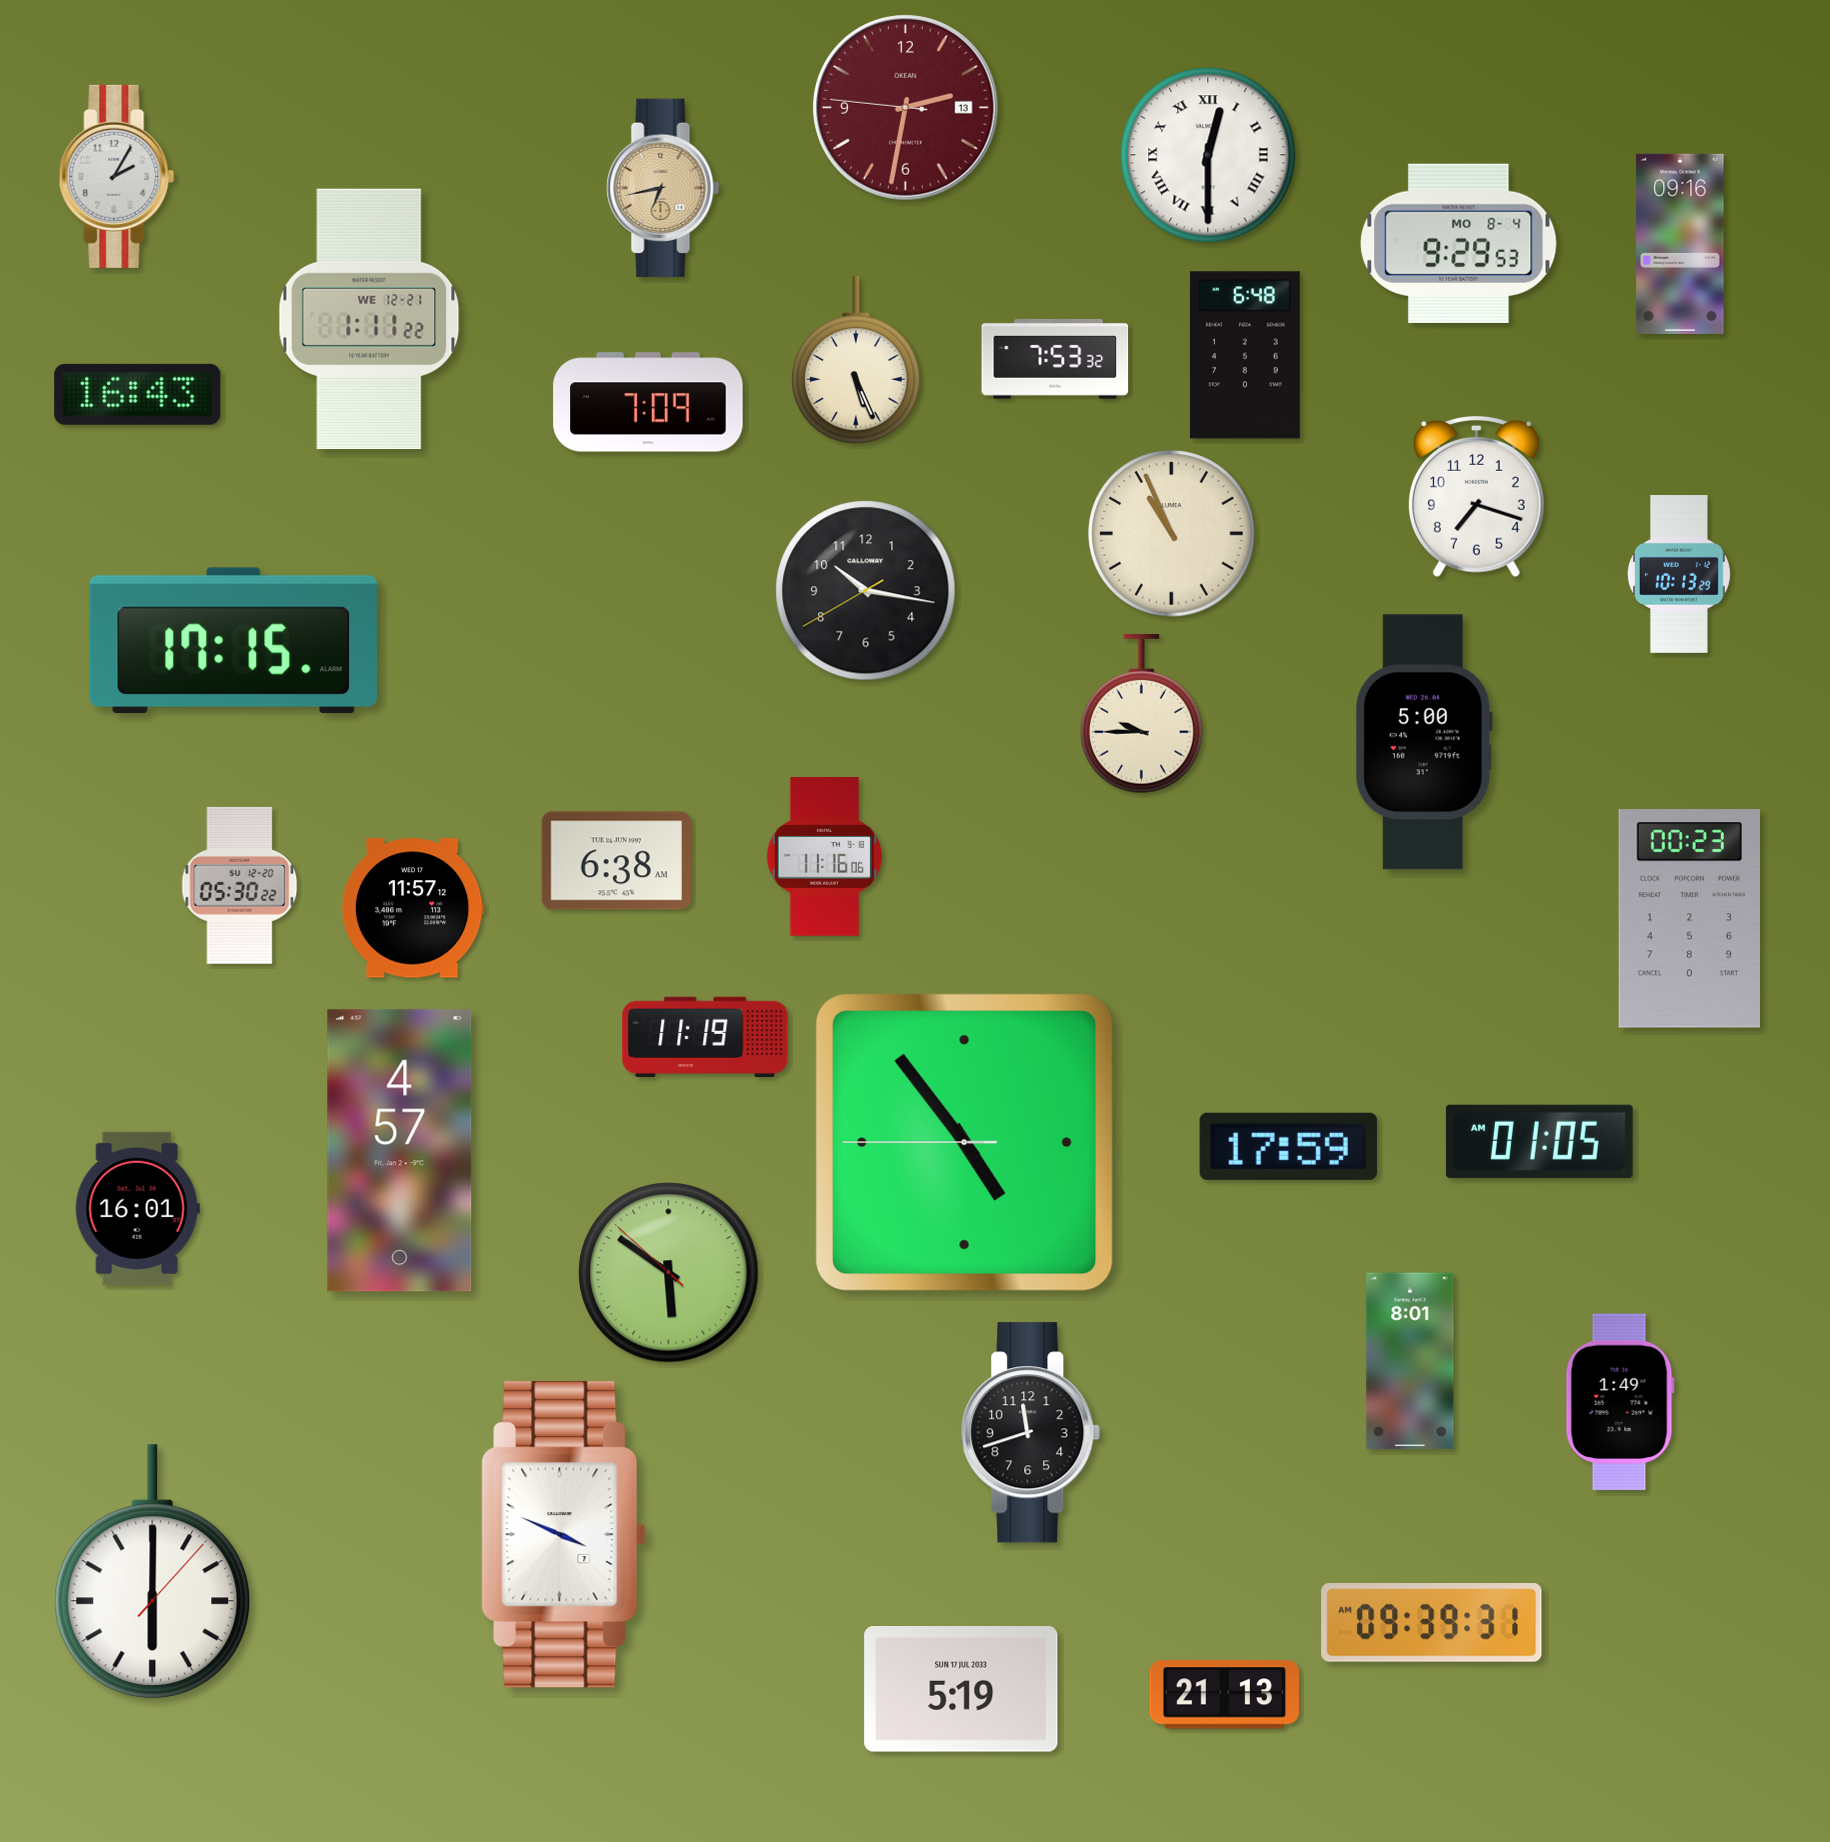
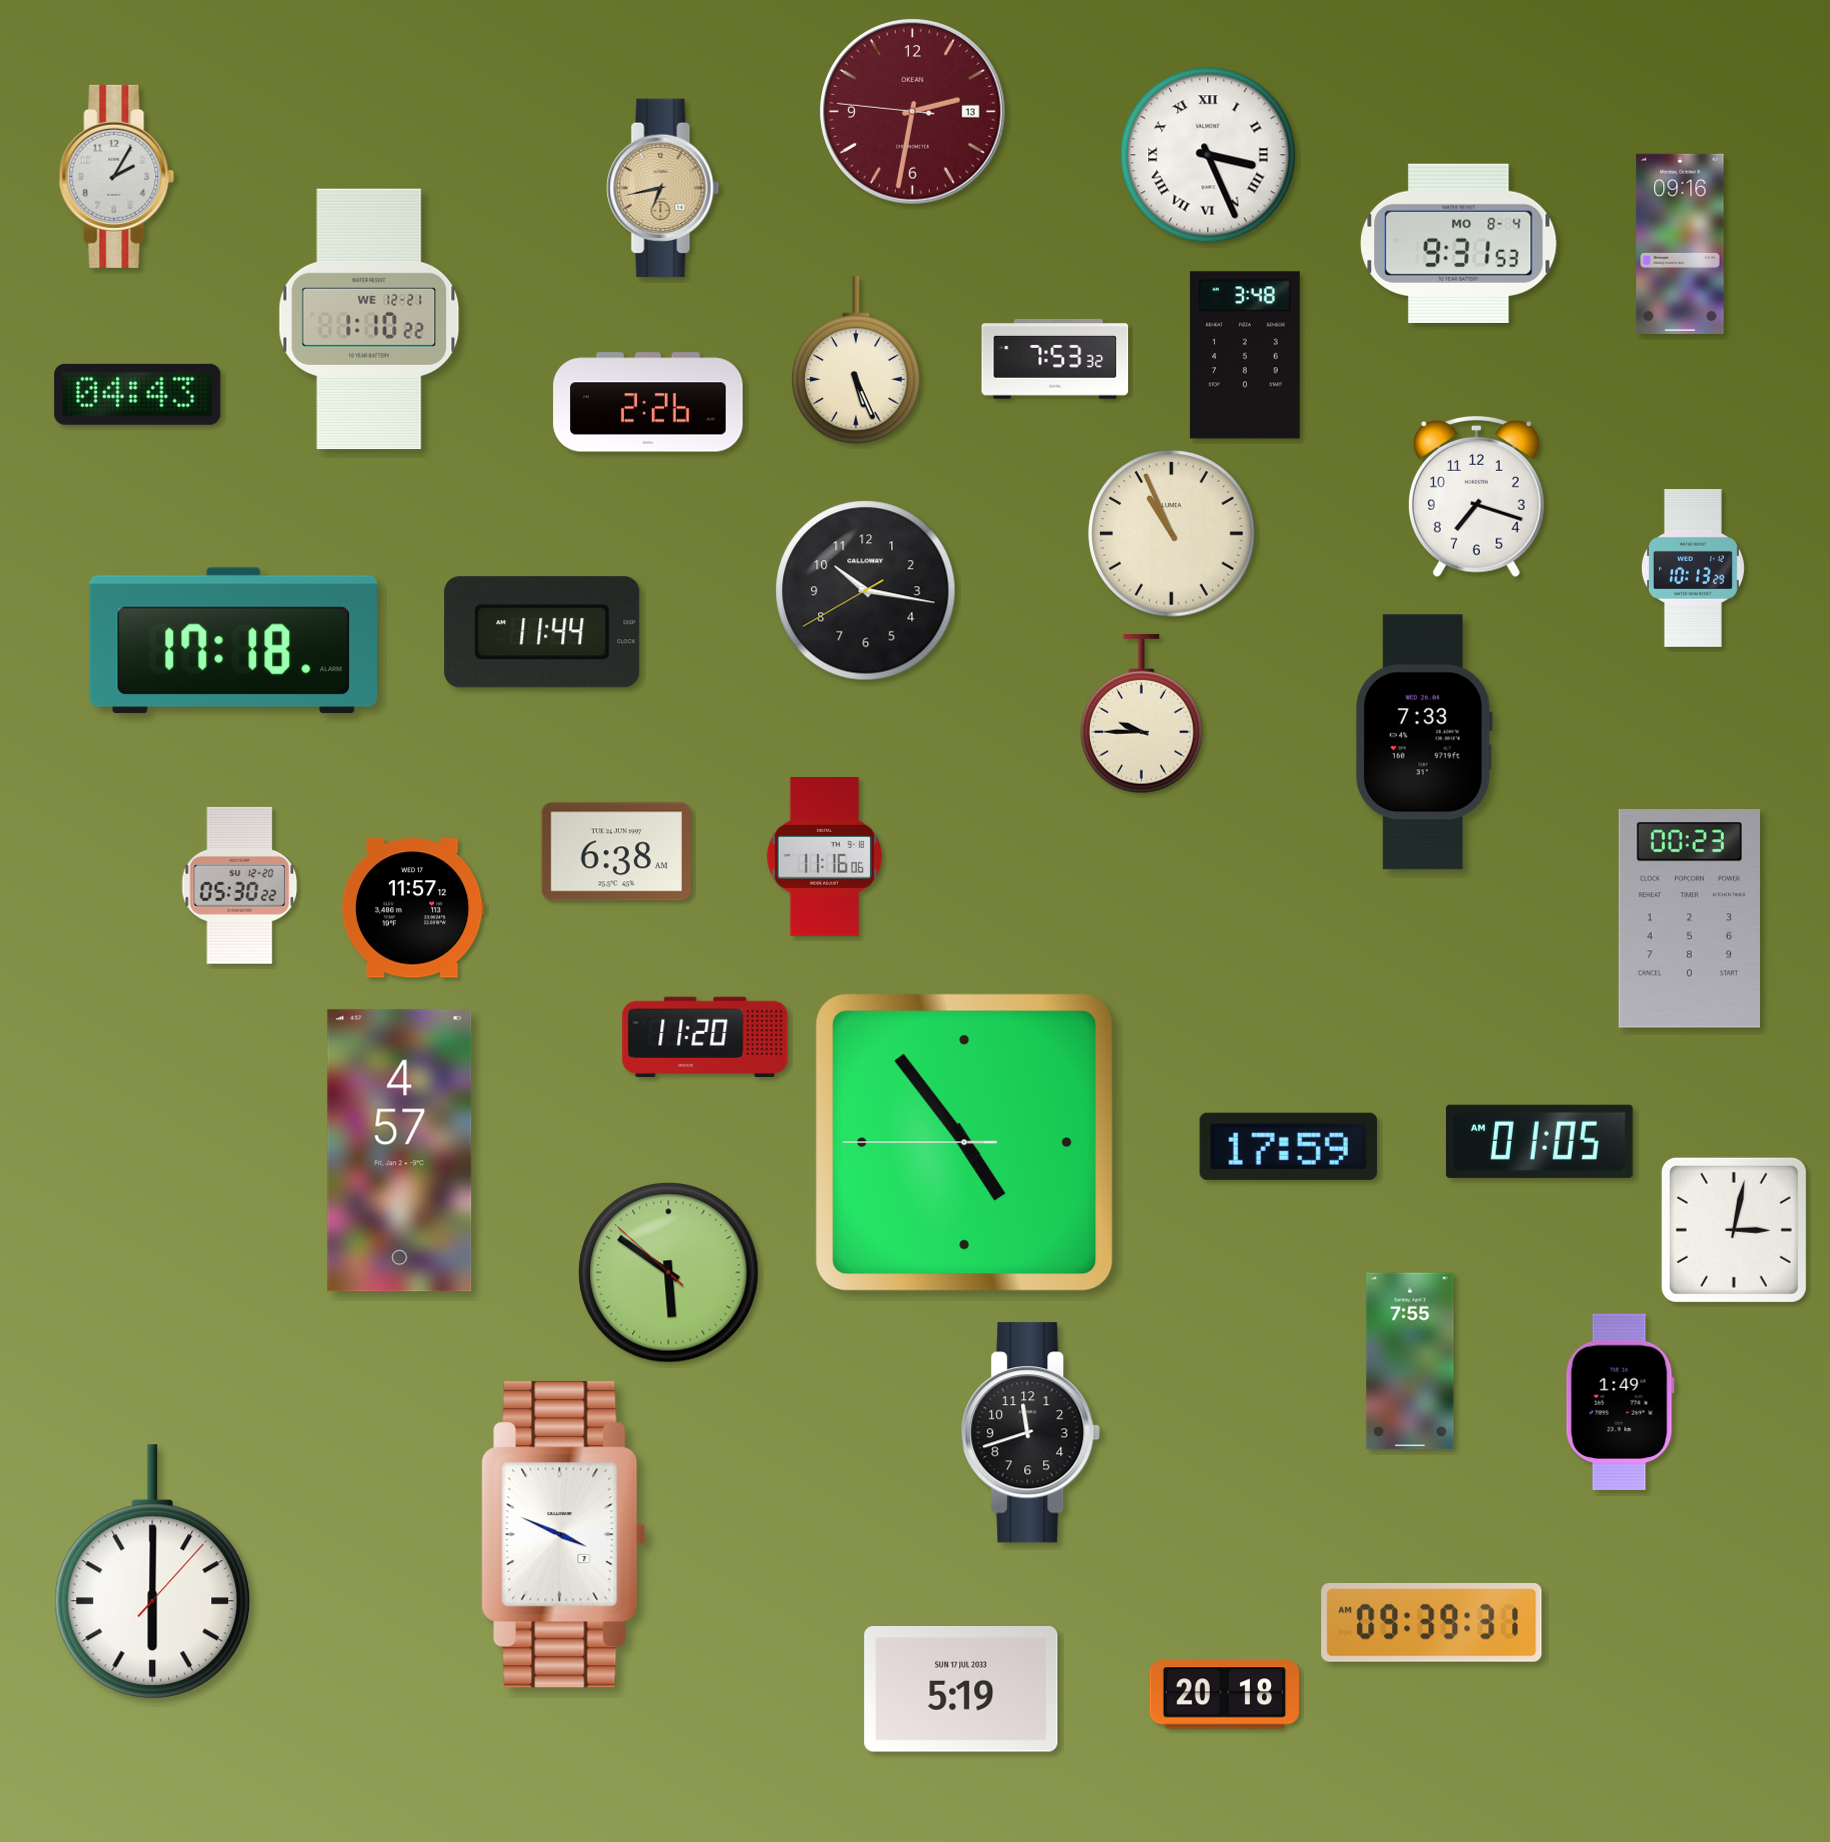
clock at (906, 108) position: (906, 108) -> (913, 112)
clock at (1208, 155): 12:30 -> 3:26
clock at (1459, 243): 9:29 -> 9:31
clock at (369, 319): 1:11 -> 1:10
clock at (1245, 355): 6:48 -> 3:48
clock at (138, 394): 16:43 -> 04:43
clock at (648, 402): 7:09 -> 2:26
clock at (1679, 575) position: (1679, 575) -> (1693, 569)
clock at (542, 632): none -> 11:44
clock at (233, 641): 17:15 -> 17:18
clock at (1424, 742): 5:00 -> 7:33
clock at (617, 861) position: (617, 861) -> (617, 852)
clock at (705, 1037): 11:19 -> 11:20
clock at (137, 1208): 16:01 -> none
clock at (1734, 1230): none -> 3:02
clock at (1410, 1361): 8:01 -> 7:55
clock at (1225, 1695): 21:13 -> 20:18
